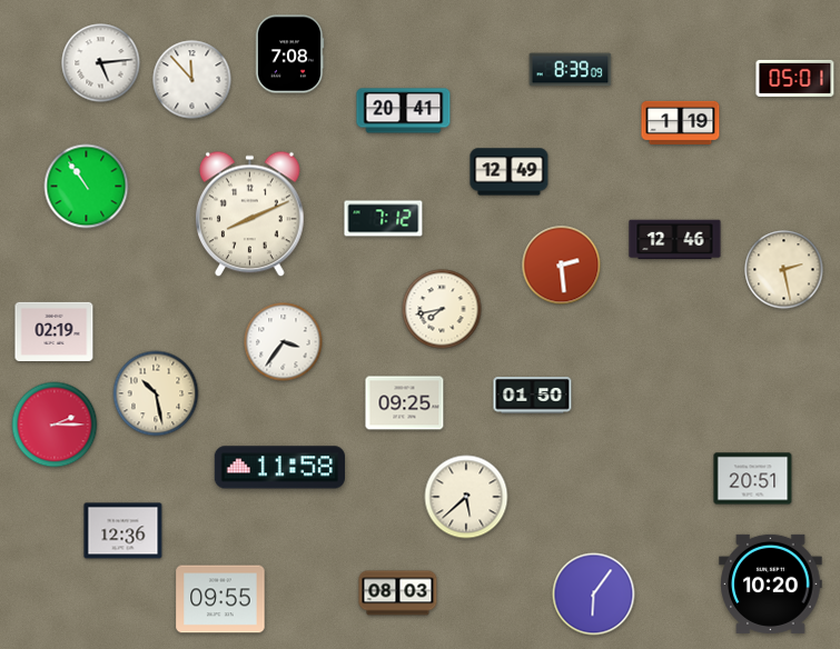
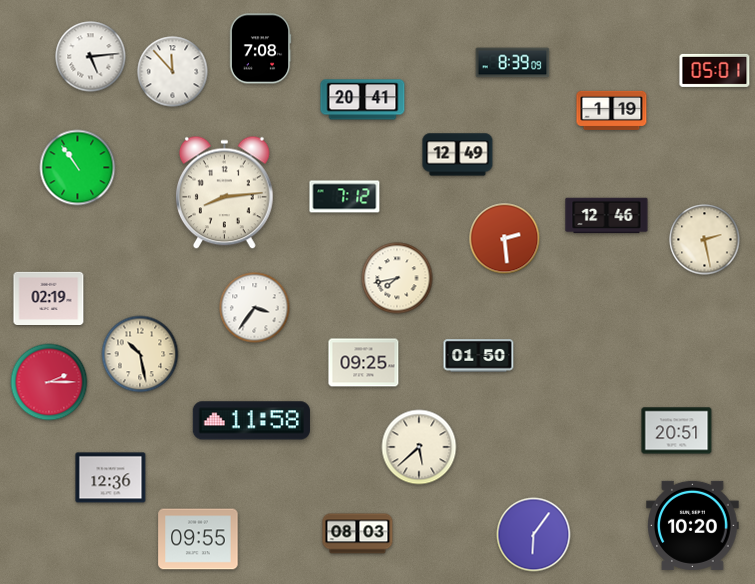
clock at (250, 214): 8:11 -> 8:14
clock at (784, 270) position: (784, 270) -> (705, 240)
